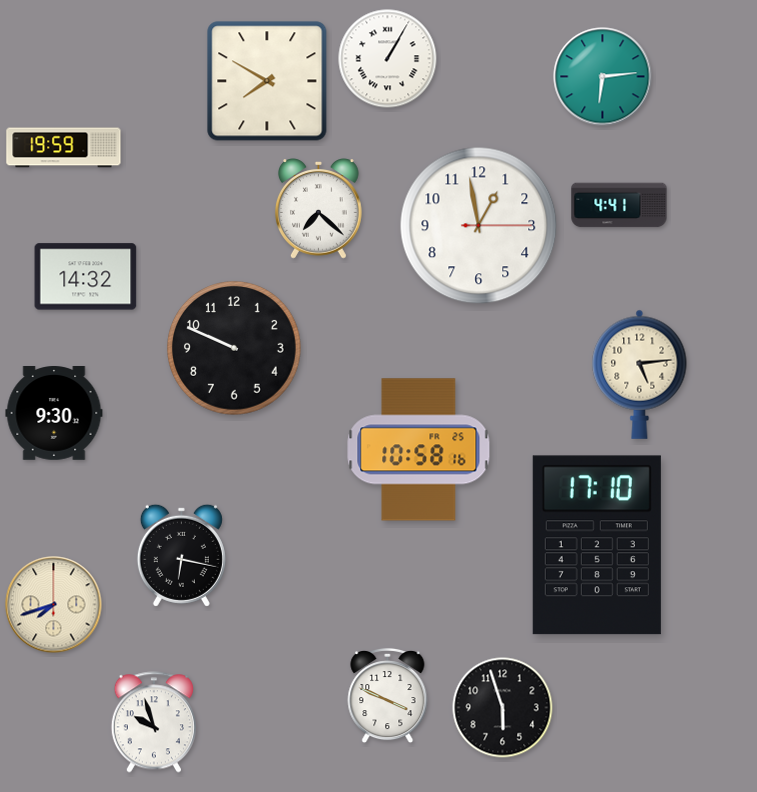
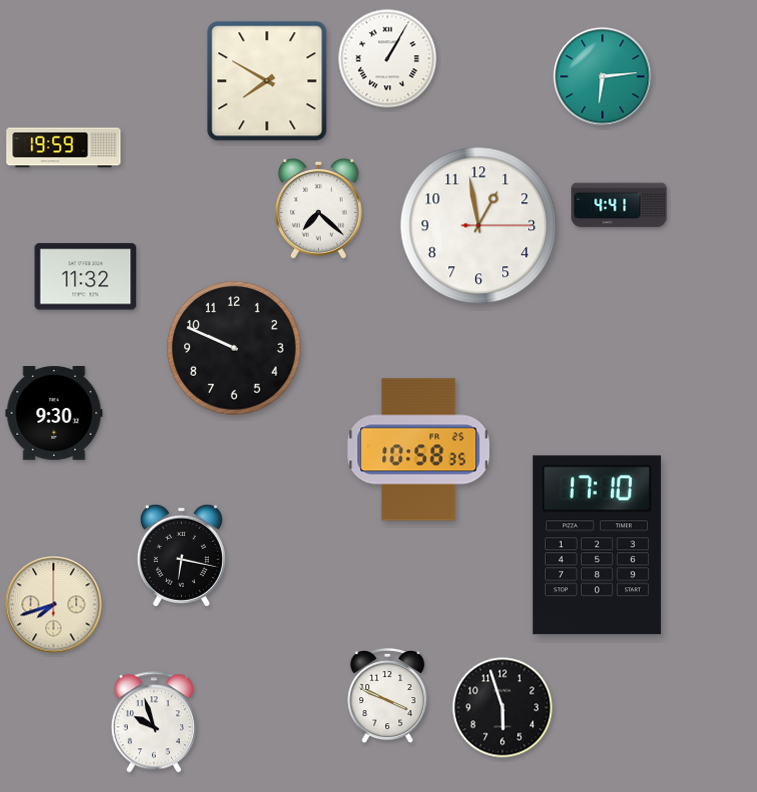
clock at (86, 277): 14:32 -> 11:32
clock at (640, 374): 5:14 -> none
clock at (419, 450): 10:58:16 -> 10:58:35
